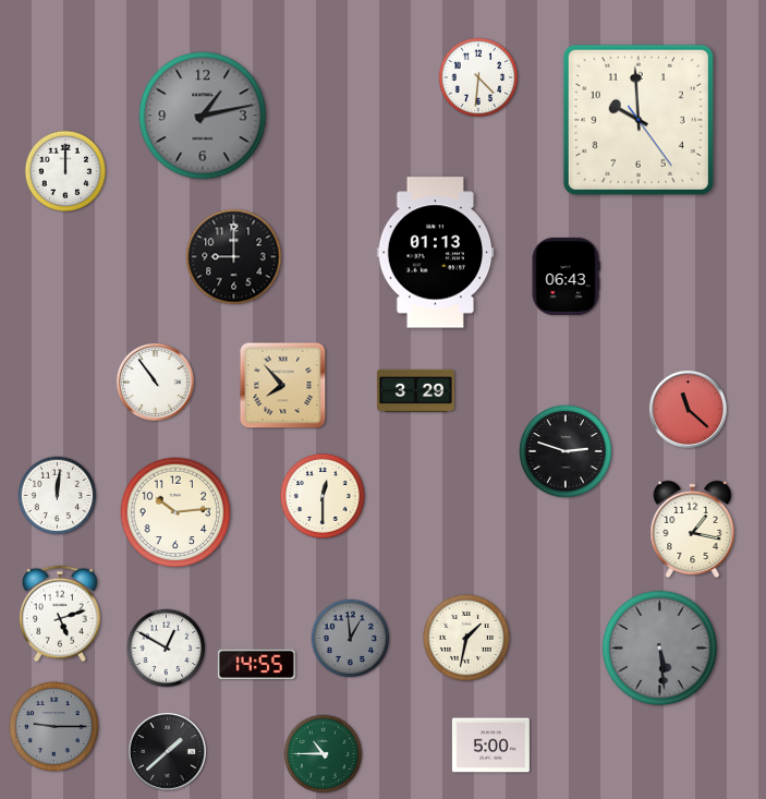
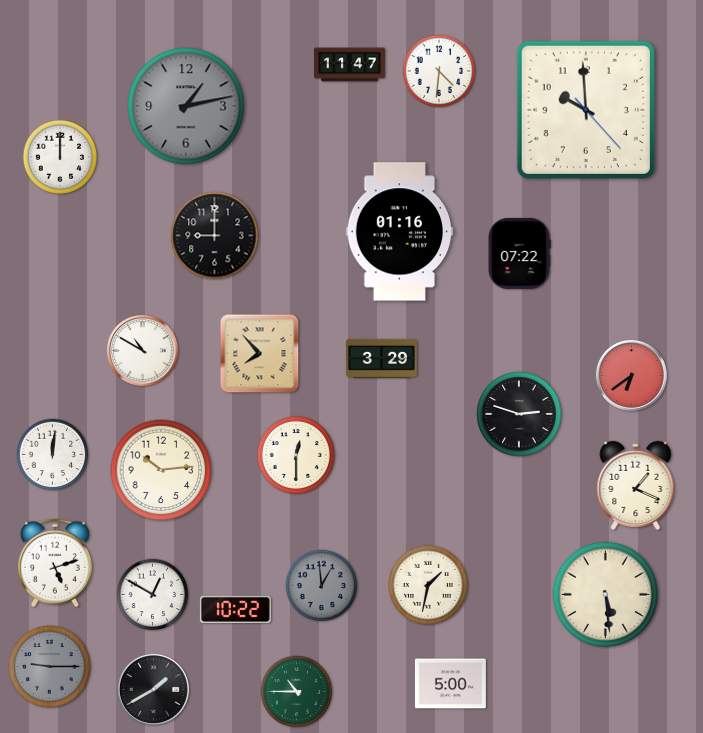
clock at (349, 65): none -> 11:47
clock at (639, 120): 9:59:24 -> 9:59:23
clock at (436, 253): 01:13 -> 01:16
clock at (566, 276): 06:43 -> 07:22
clock at (155, 382): 10:54 -> 10:50
clock at (688, 409): 11:22 -> 6:39
clock at (693, 529): 1:17 -> 1:19
clock at (659, 647) dial: grey -> cream
clock at (256, 665): 14:55 -> 10:22
clock at (167, 751): 1:38 -> 1:40
